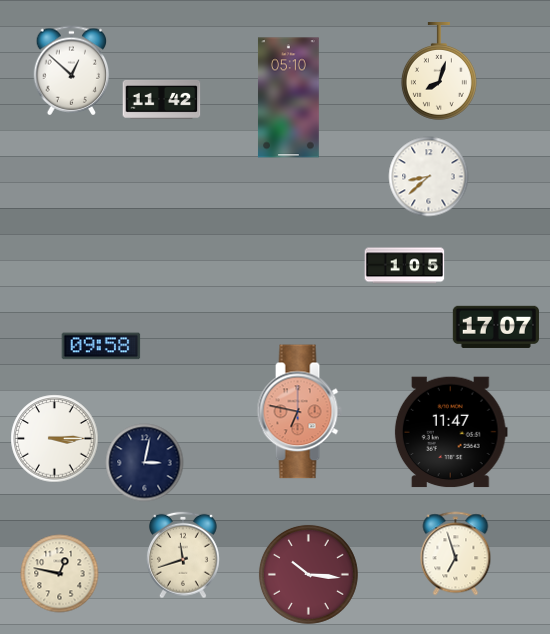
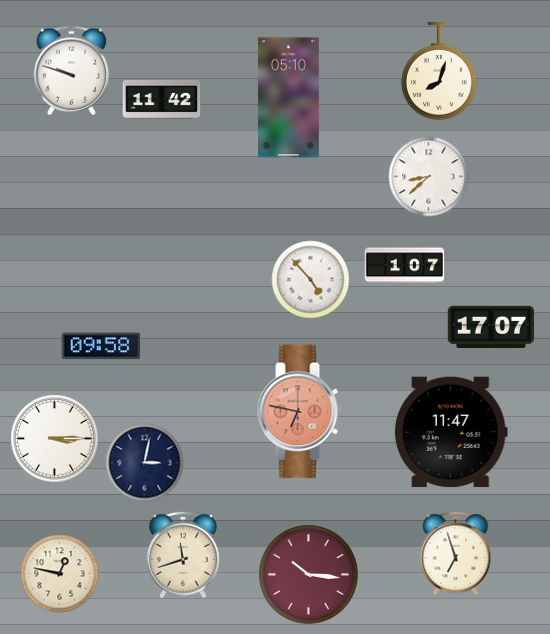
clock at (72, 70): 12:52 -> 9:48
clock at (404, 266): 1:05 -> 1:07
clock at (310, 279): none -> 4:53
clock at (496, 327) position: (496, 327) -> (491, 327)
